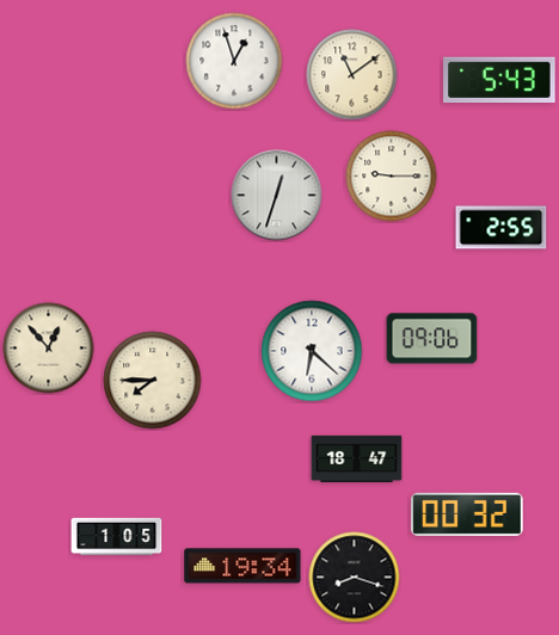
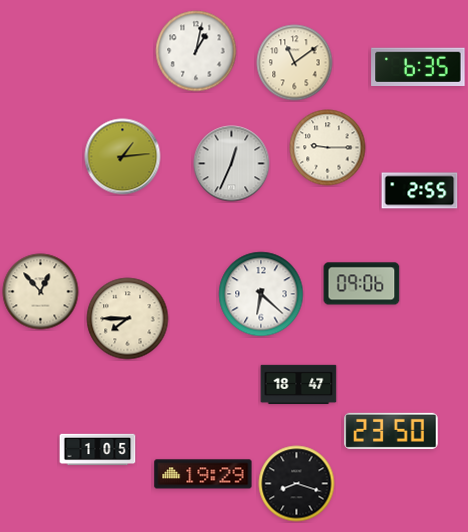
clock at (234, 61): 12:57 -> 1:02
clock at (499, 79): 5:43 -> 6:35
clock at (123, 157): none -> 1:14
clock at (277, 196): 12:33 -> 12:34
clock at (467, 514): 00:32 -> 23:50
clock at (242, 566): 19:34 -> 19:29
